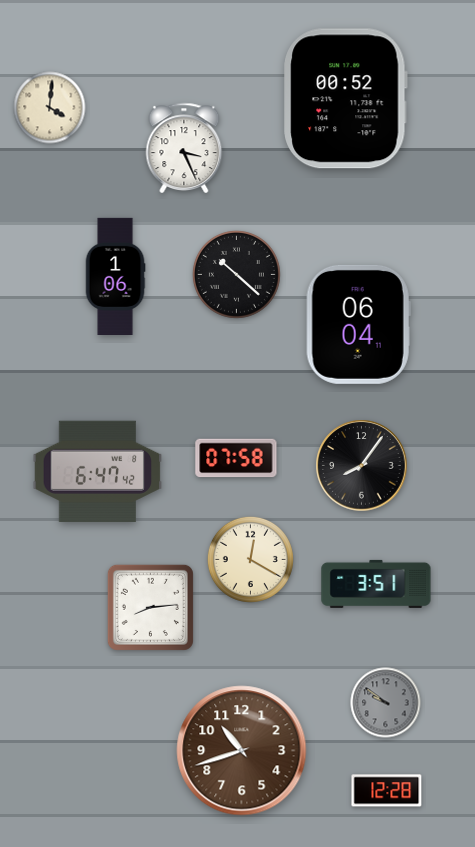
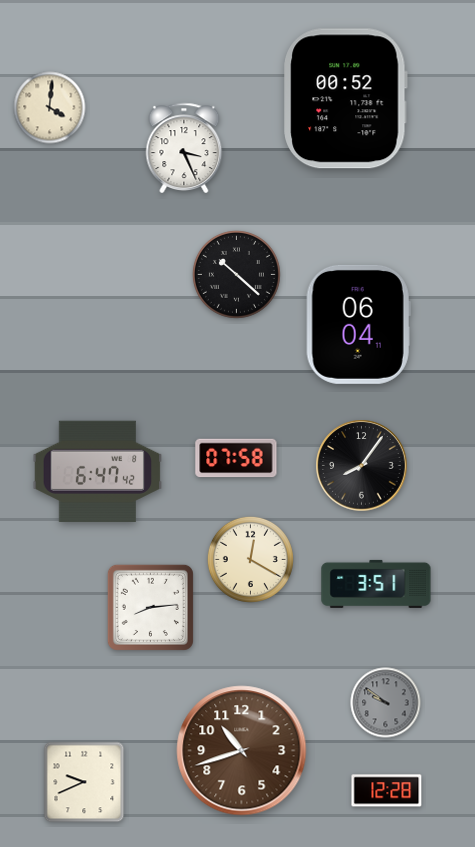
clock at (115, 276): 1:06 -> none
clock at (84, 782): none -> 9:41
